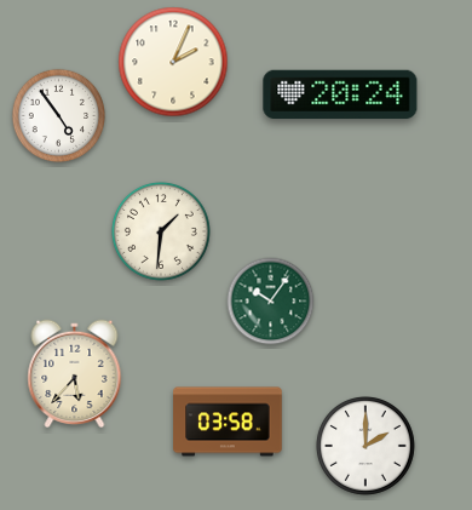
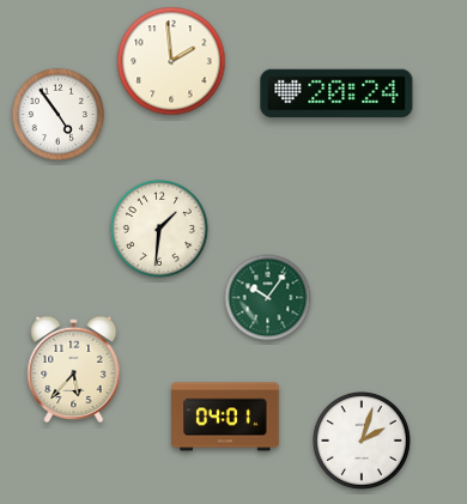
clock at (173, 62): 2:04 -> 1:59
clock at (228, 422): 03:58 -> 04:01
clock at (365, 446): 2:00 -> 2:03
